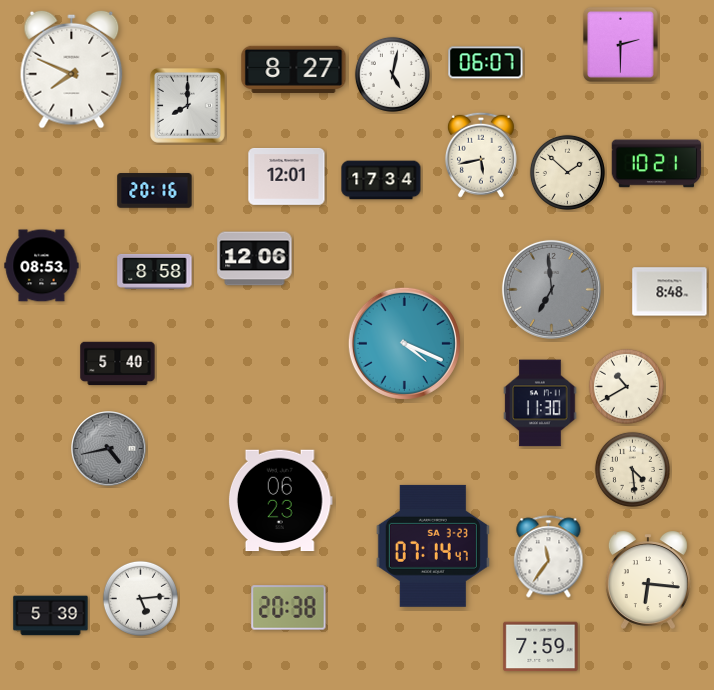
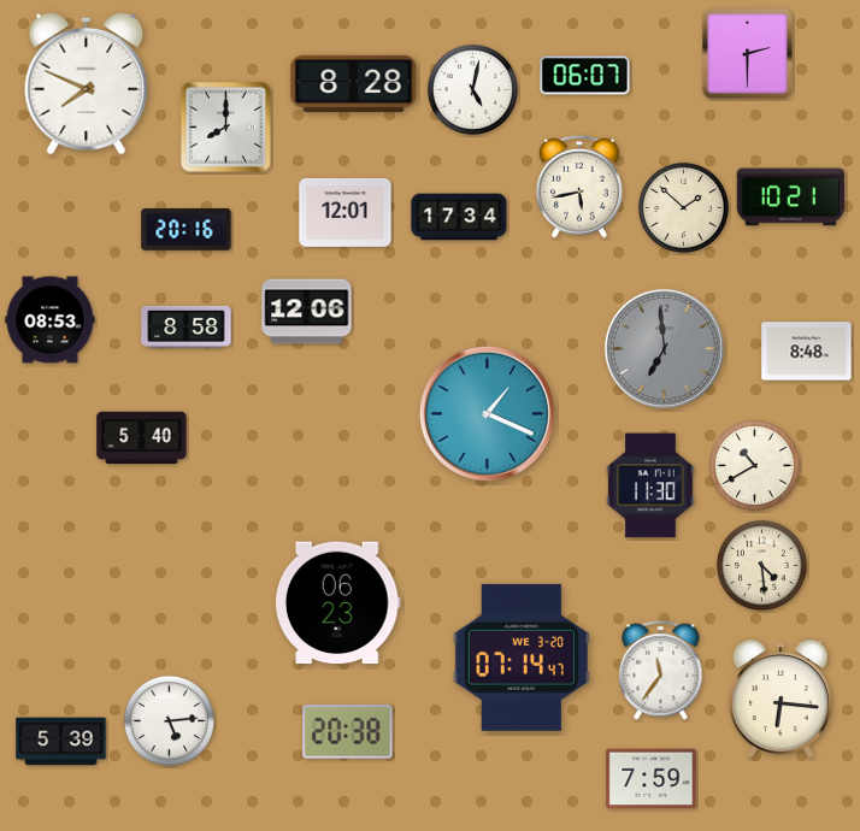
clock at (294, 69): 8:27 -> 8:28
clock at (404, 343): 4:19 -> 1:19
clock at (109, 449): 4:43 -> none
clock at (433, 546) date: SA 3-23 -> WE 3-20
